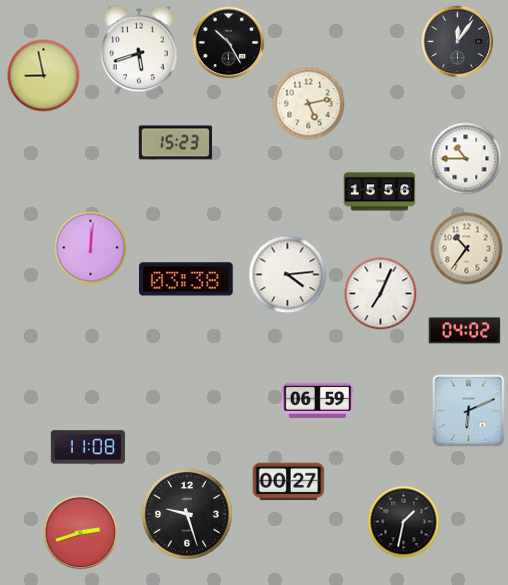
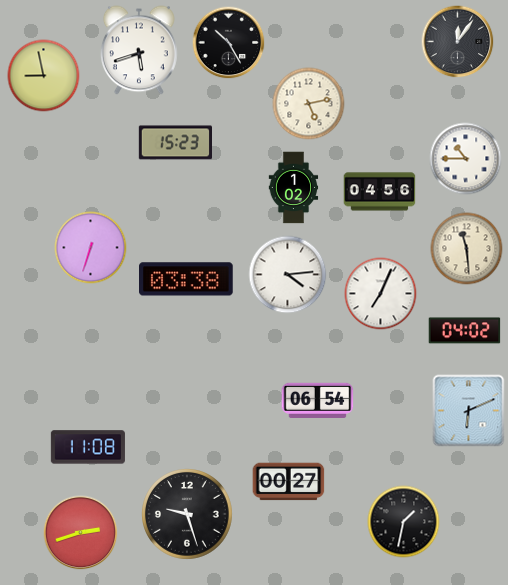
clock at (294, 188): none -> 1:02
clock at (380, 192): 15:56 -> 04:56
clock at (91, 248): 12:01 -> 6:33
clock at (467, 249): 10:36 -> 11:29
clock at (318, 400): 06:59 -> 06:54
